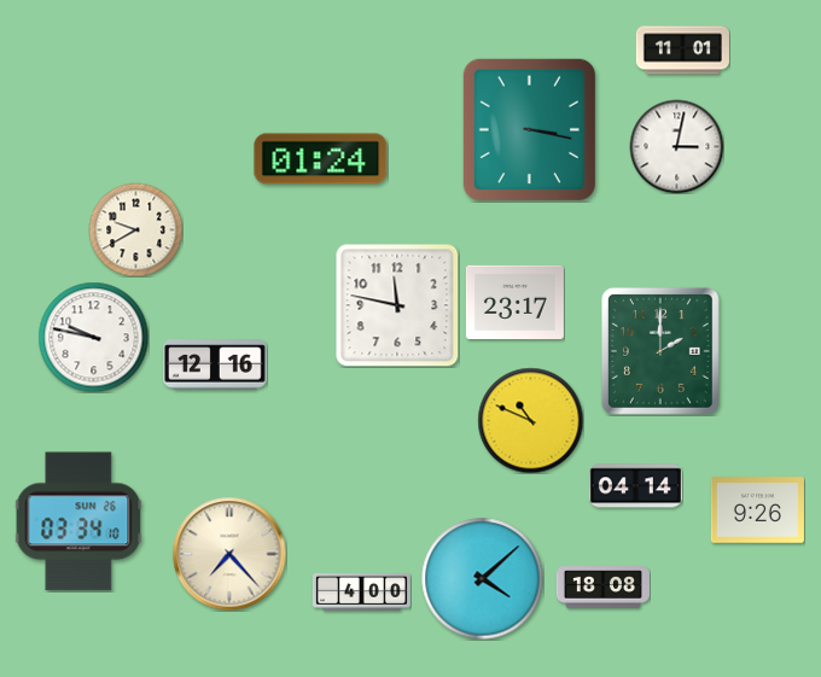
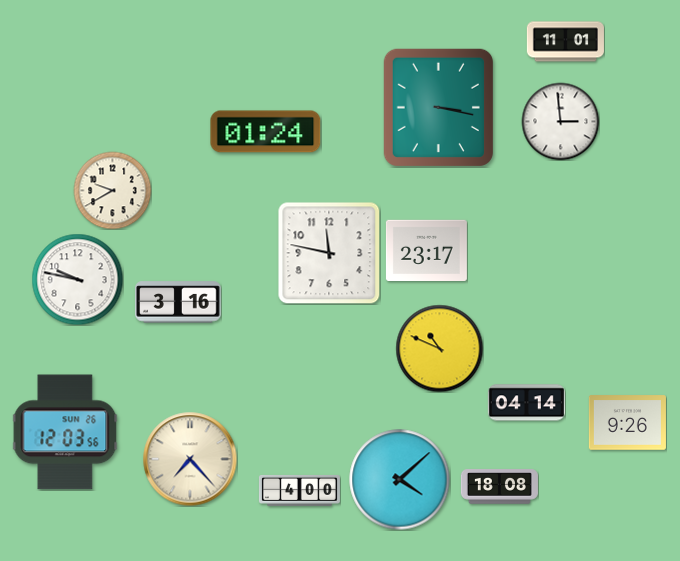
clock at (676, 146): 3:02 -> 2:59
clock at (660, 351): 2:00 -> none
clock at (215, 364): 12:16 -> 3:16
clock at (78, 521): 03:34 -> 12:03
